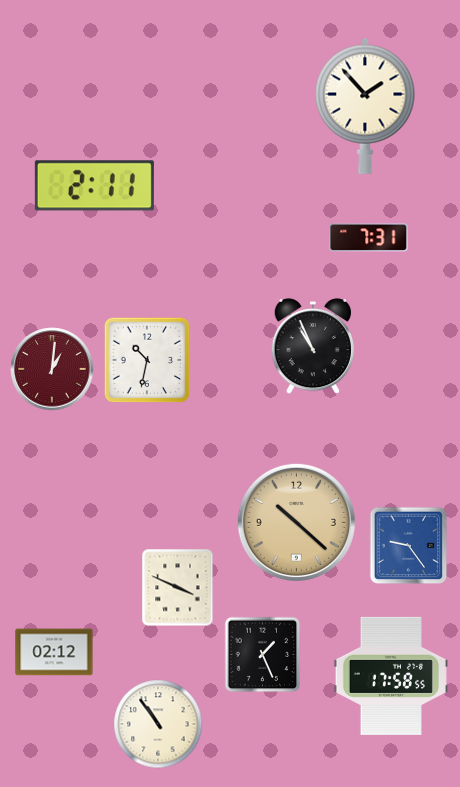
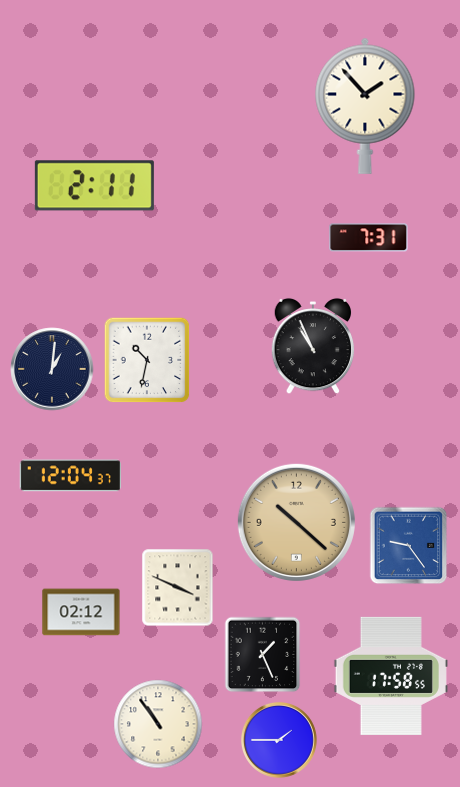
clock at (52, 369) dial: burgundy -> navy
clock at (70, 476): none -> 12:04
clock at (54, 652) position: (54, 652) -> (81, 612)
clock at (279, 740): none -> 1:45
